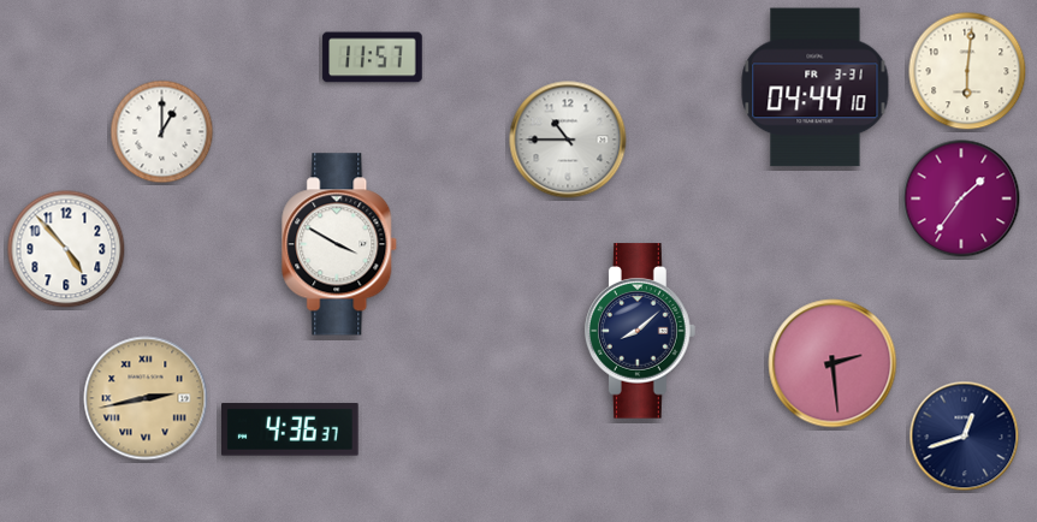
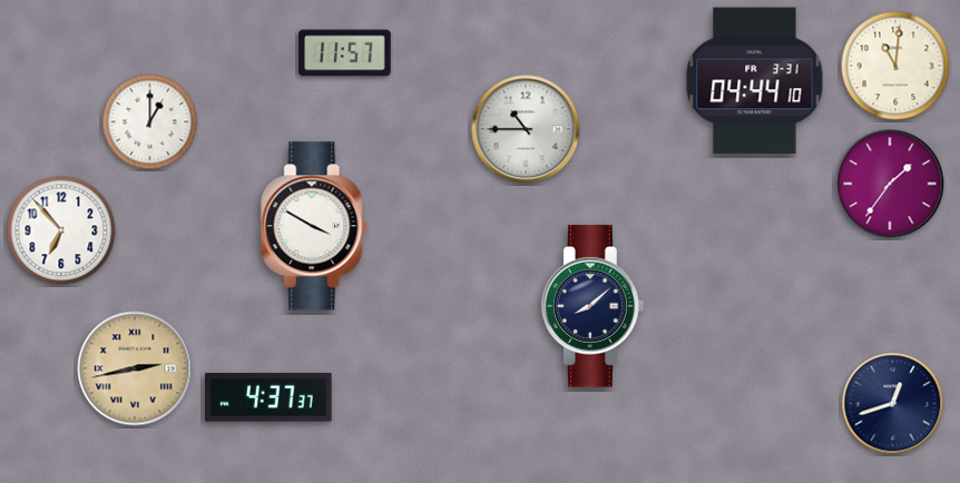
clock at (967, 71): 6:01 -> 11:01
clock at (66, 249): 4:53 -> 6:53
clock at (832, 363): 2:29 -> none
clock at (290, 429): 4:36 -> 4:37
